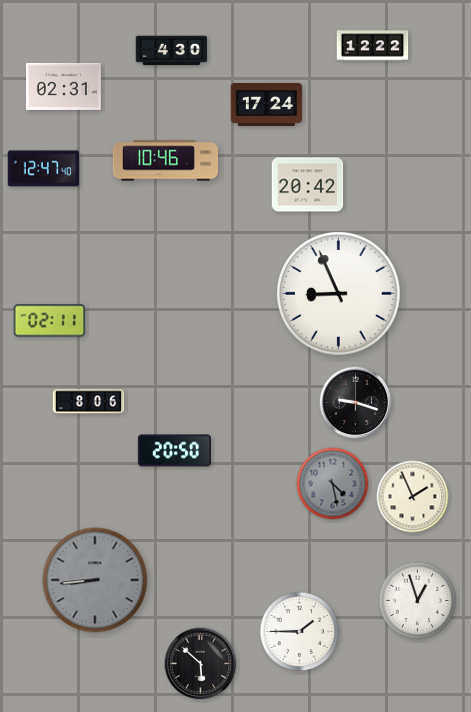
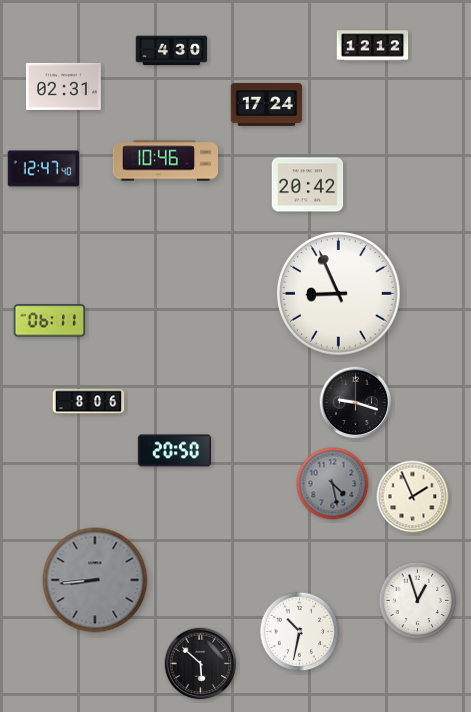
clock at (373, 46): 12:22 -> 12:12
clock at (50, 321): 02:11 -> 06:11
clock at (300, 632): 1:45 -> 10:32
